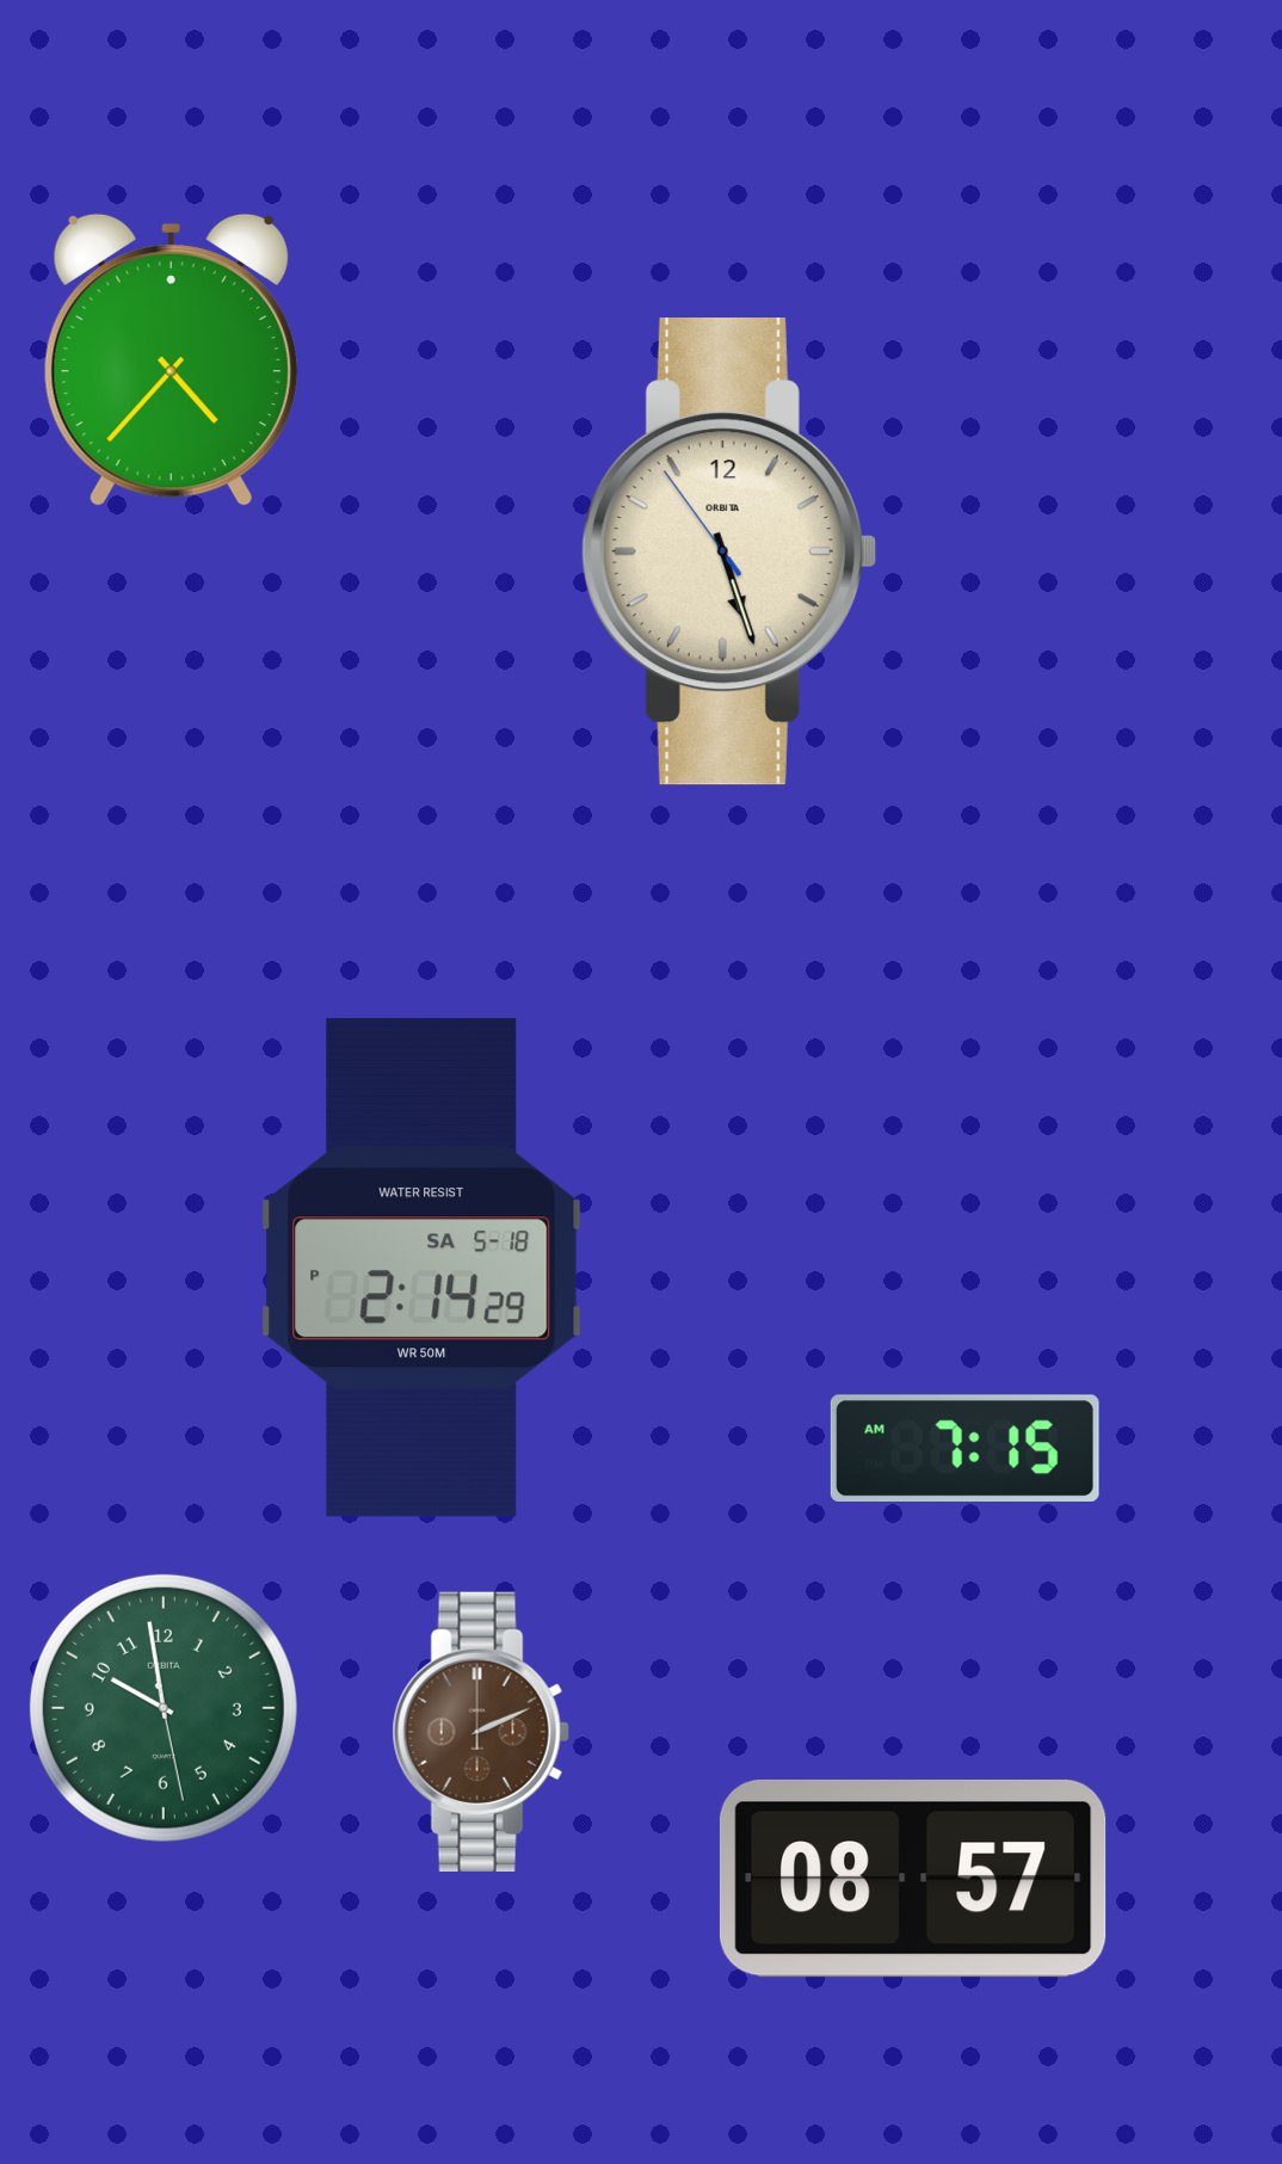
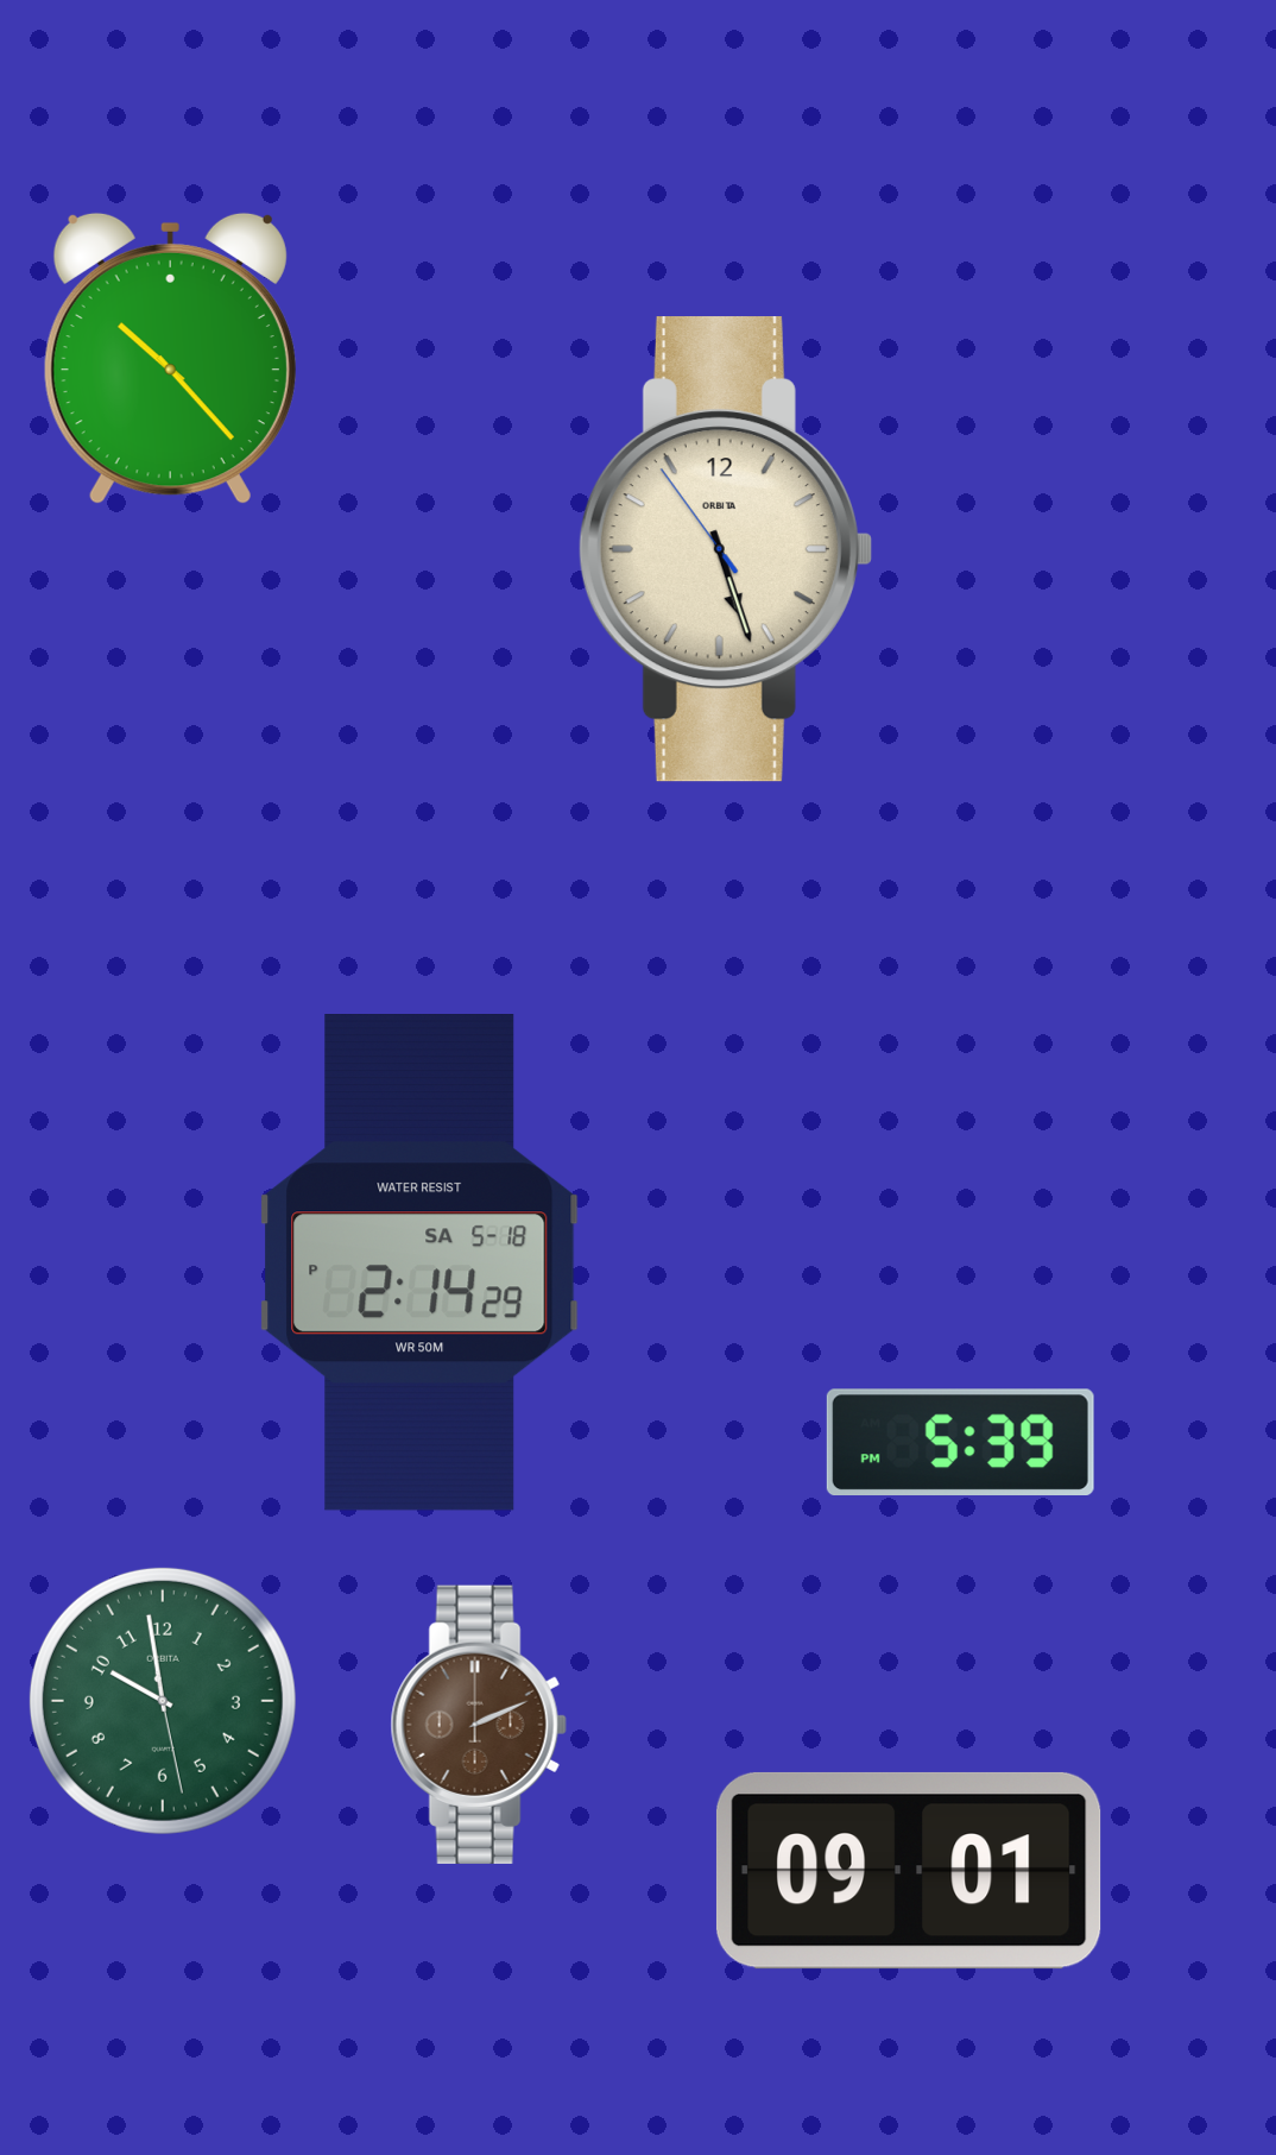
clock at (171, 359): 4:37 -> 10:23
clock at (964, 1448): 7:15 -> 5:39
clock at (913, 1879): 08:57 -> 09:01
